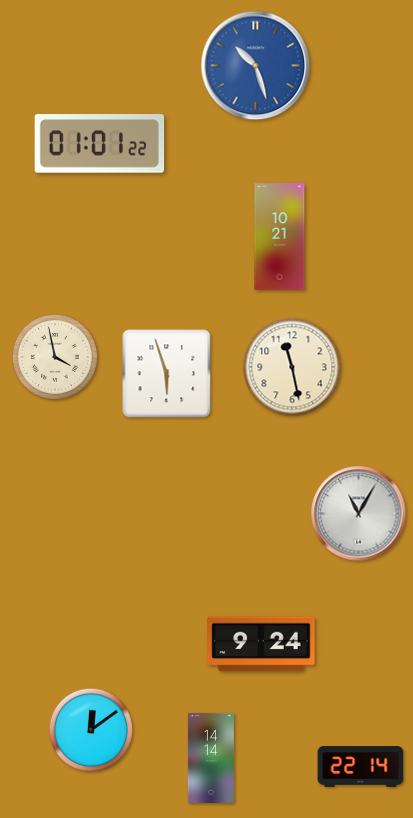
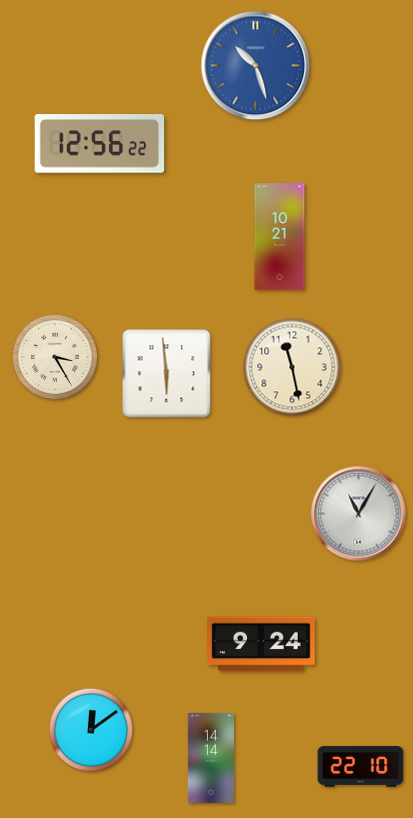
clock at (100, 144): 01:01 -> 12:56
clock at (55, 357): 3:58 -> 3:25
clock at (167, 374): 5:57 -> 5:59
clock at (361, 767): 22:14 -> 22:10
